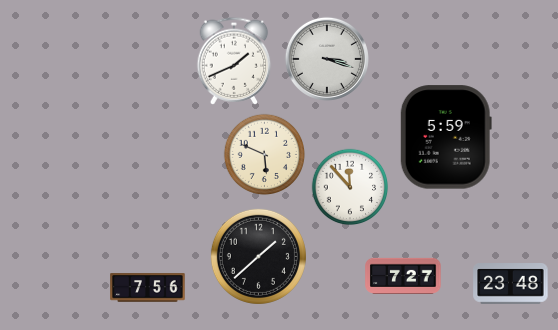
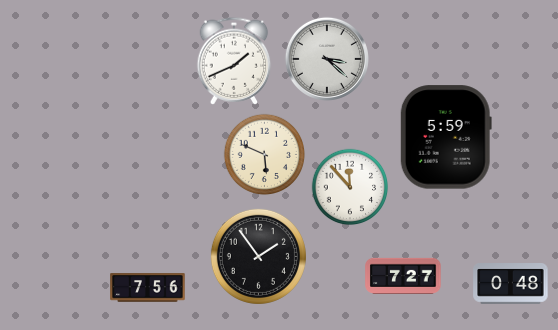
clock at (327, 59): 3:18 -> 3:22
clock at (258, 256): 1:38 -> 1:54
clock at (511, 284): 23:48 -> 0:48
